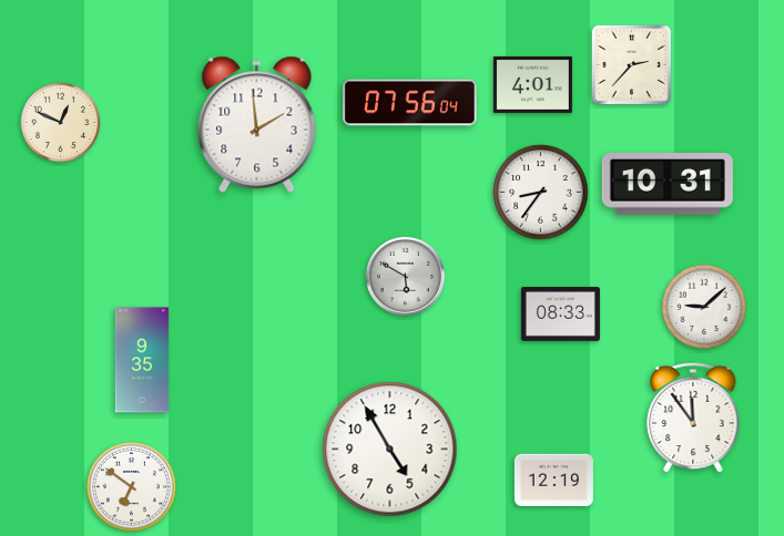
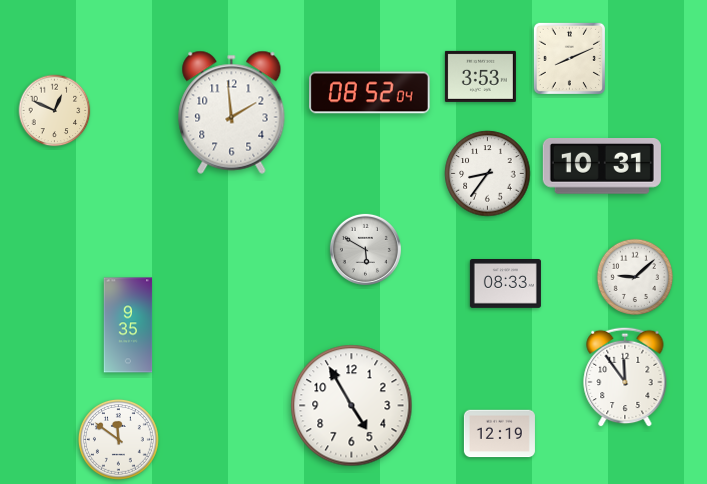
clock at (631, 64): 2:37 -> 8:11
clock at (532, 84): 4:01 -> 3:53
clock at (410, 103): 07:56 -> 08:52
clock at (131, 486): 6:51 -> 11:51
